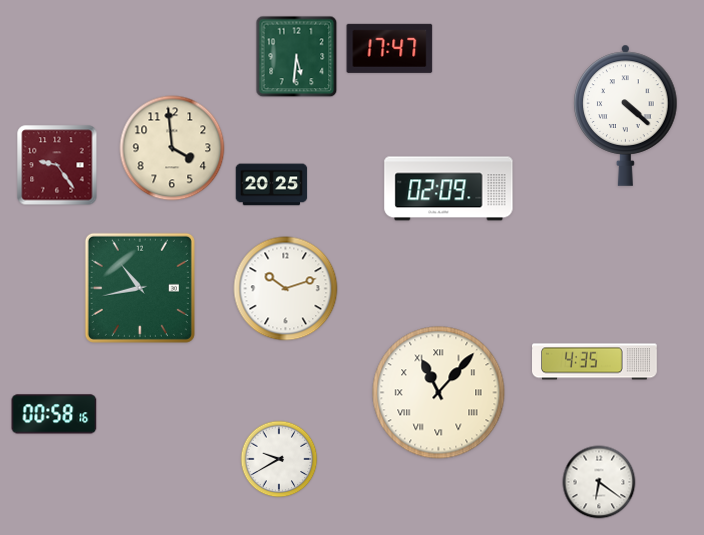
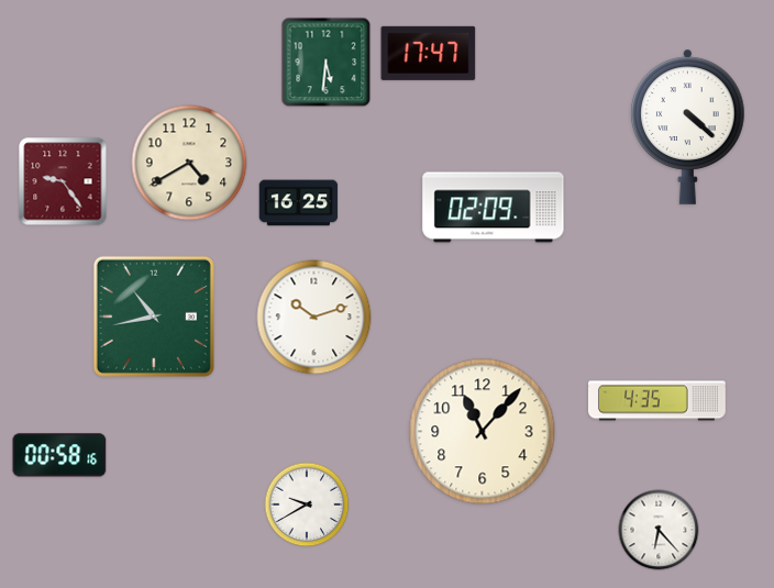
clock at (172, 148): 3:59 -> 4:40
clock at (272, 185): 20:25 -> 16:25
clock at (595, 362) position: (595, 362) -> (657, 401)
clock at (439, 393) numerals: Roman -> Arabic
clock at (599, 482): 6:21 -> 6:23
